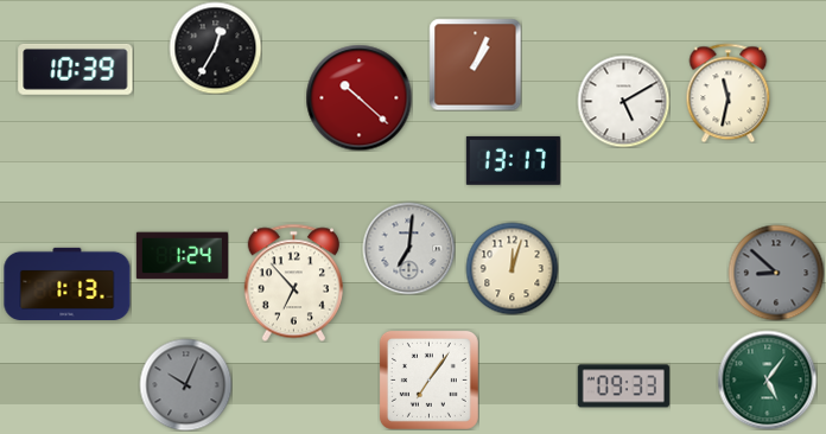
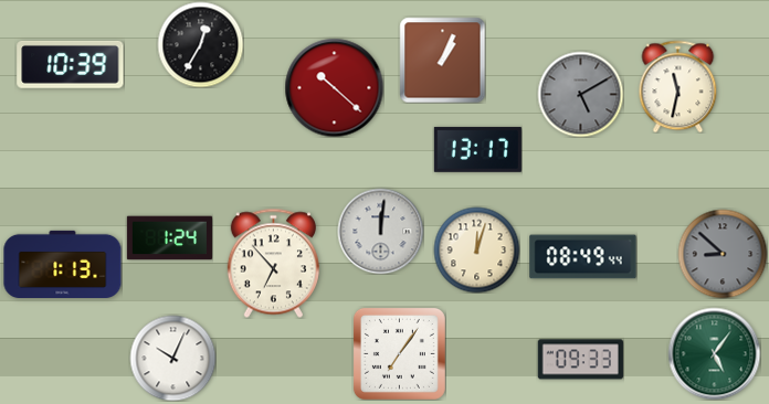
clock at (358, 97) position: (358, 97) -> (334, 87)
clock at (623, 101) dial: white -> grey
clock at (408, 248): 7:01 -> 12:01
clock at (583, 257): none -> 08:49
clock at (185, 384) dial: grey -> white
